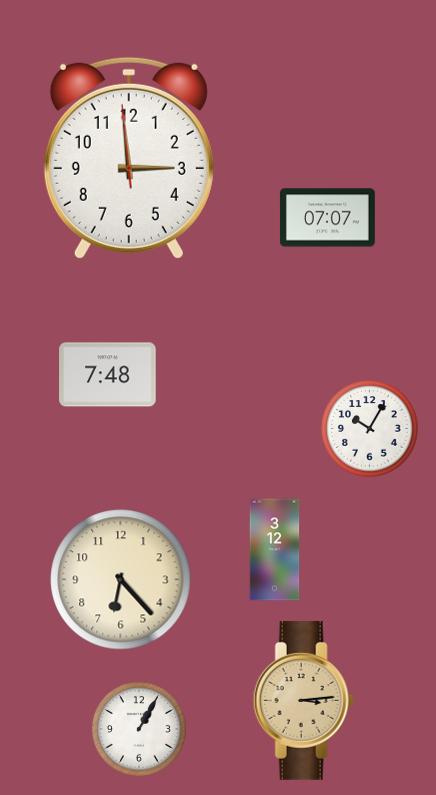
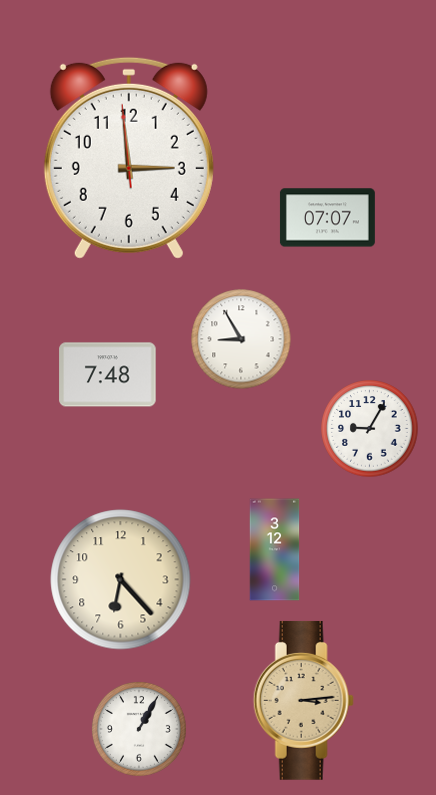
clock at (241, 339): none -> 8:55
clock at (370, 429): 10:05 -> 9:05
